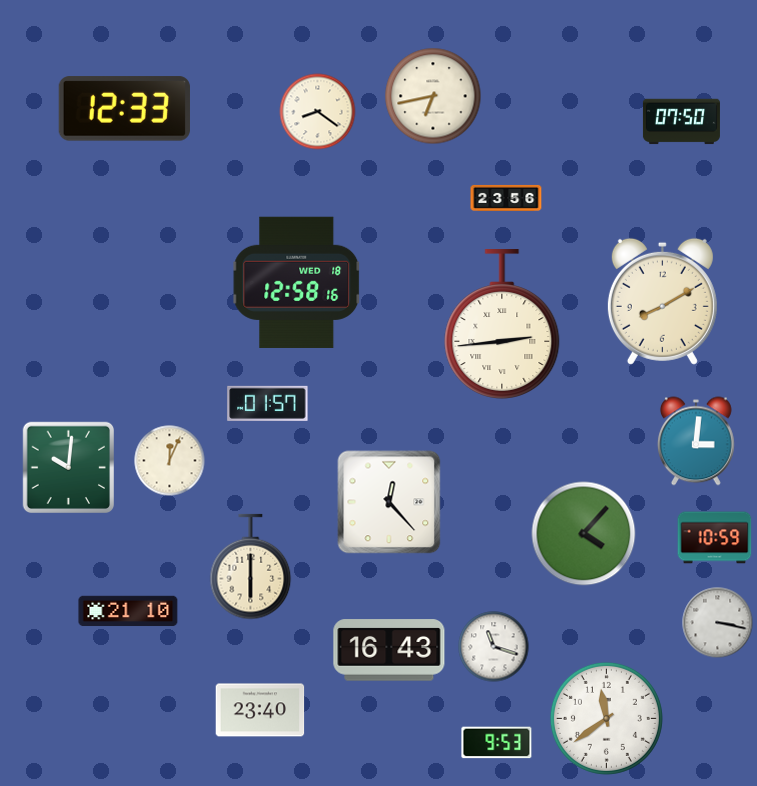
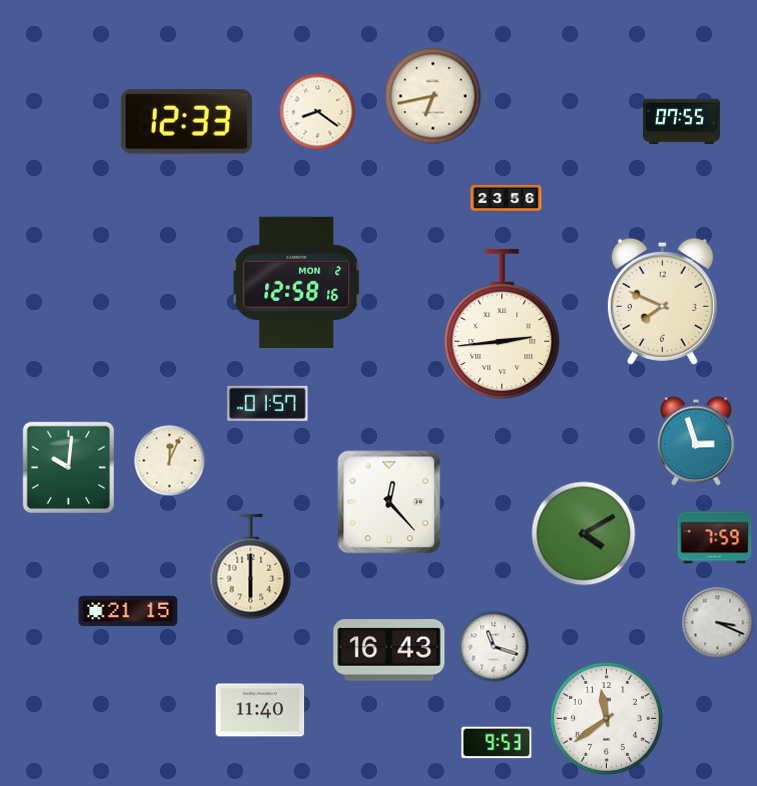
clock at (124, 109) position: (124, 109) -> (186, 122)
clock at (681, 122): 07:50 -> 07:55
clock at (297, 282) date: WED 18 -> MON 2
clock at (662, 301): 8:10 -> 7:49
clock at (696, 441): 3:01 -> 2:57
clock at (584, 534): 4:07 -> 4:10
clock at (715, 538): 10:59 -> 7:59
clock at (128, 611): 21:10 -> 21:15
clock at (718, 623): 3:17 -> 3:19
clock at (260, 710): 23:40 -> 11:40
